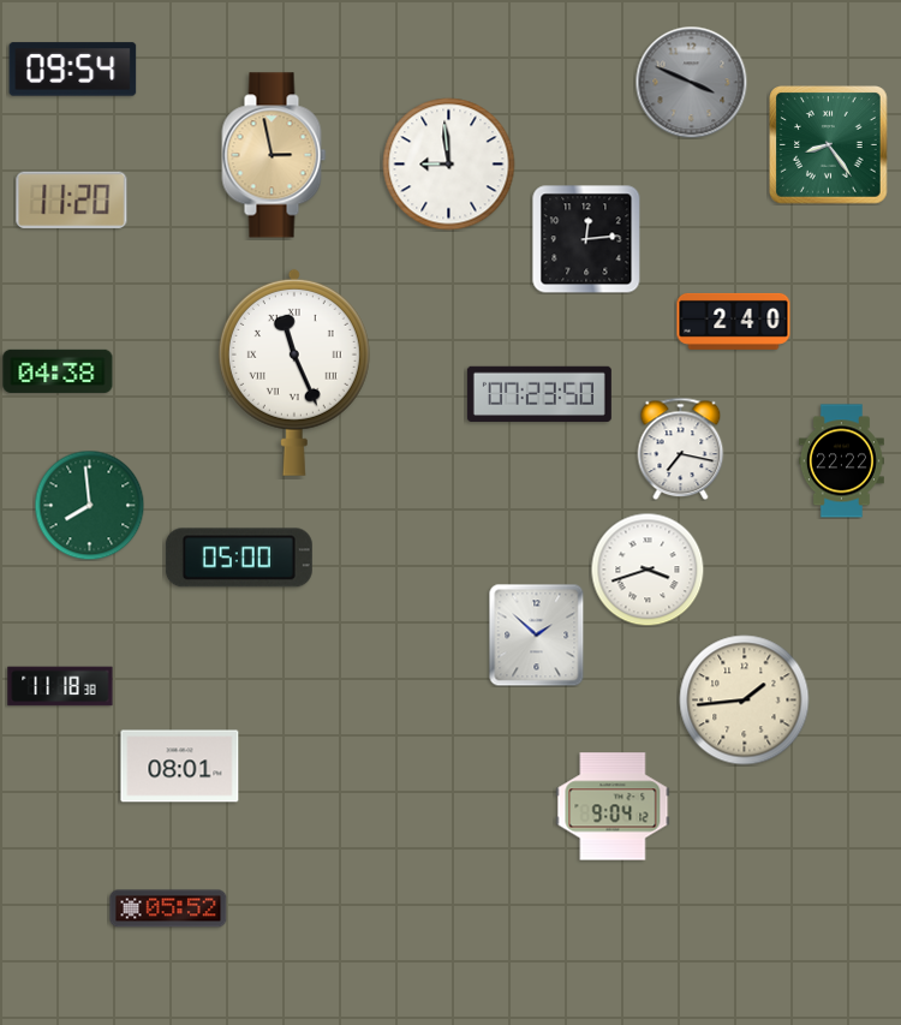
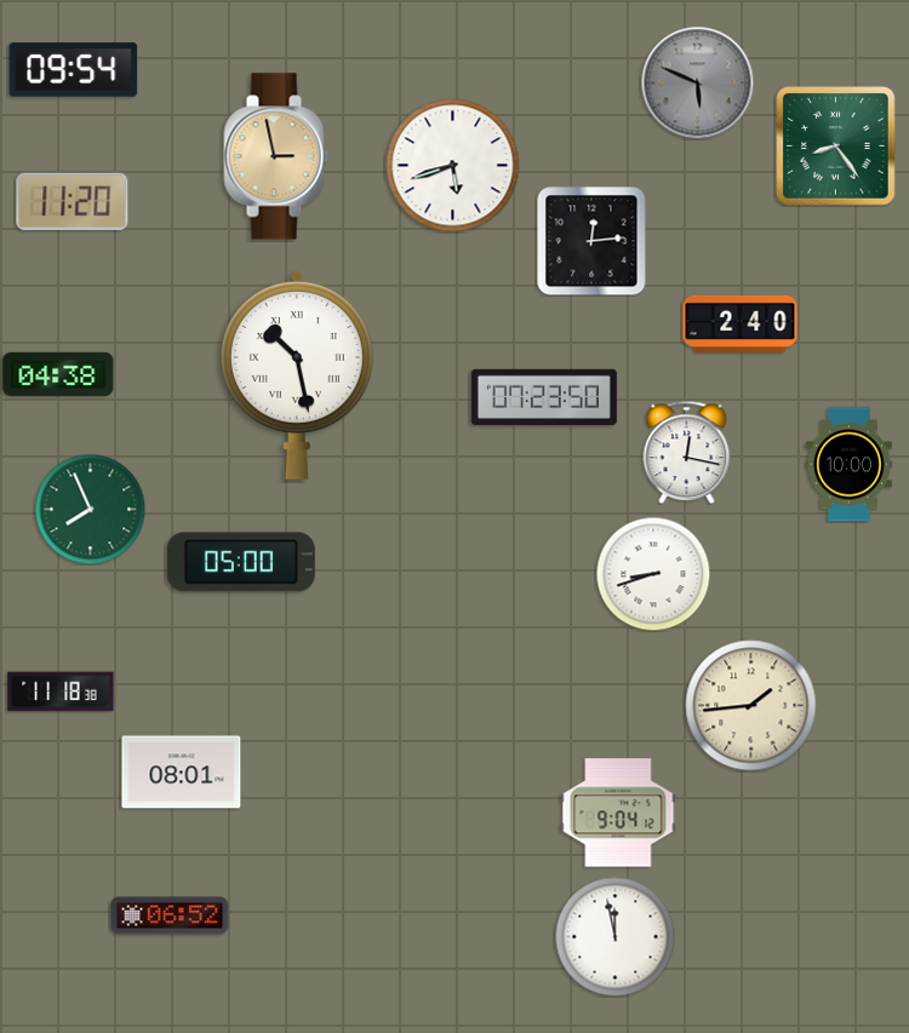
clock at (691, 82): 3:49 -> 5:49
clock at (449, 165): 8:59 -> 5:42
clock at (294, 373): 11:26 -> 10:28
clock at (681, 448): 7:17 -> 12:17
clock at (841, 461): 22:22 -> 10:00
clock at (89, 505): 7:59 -> 7:56
clock at (648, 570): 3:42 -> 8:42
clock at (537, 634): 1:52 -> none
clock at (168, 908): 05:52 -> 06:52
clock at (616, 937): none -> 11:58
